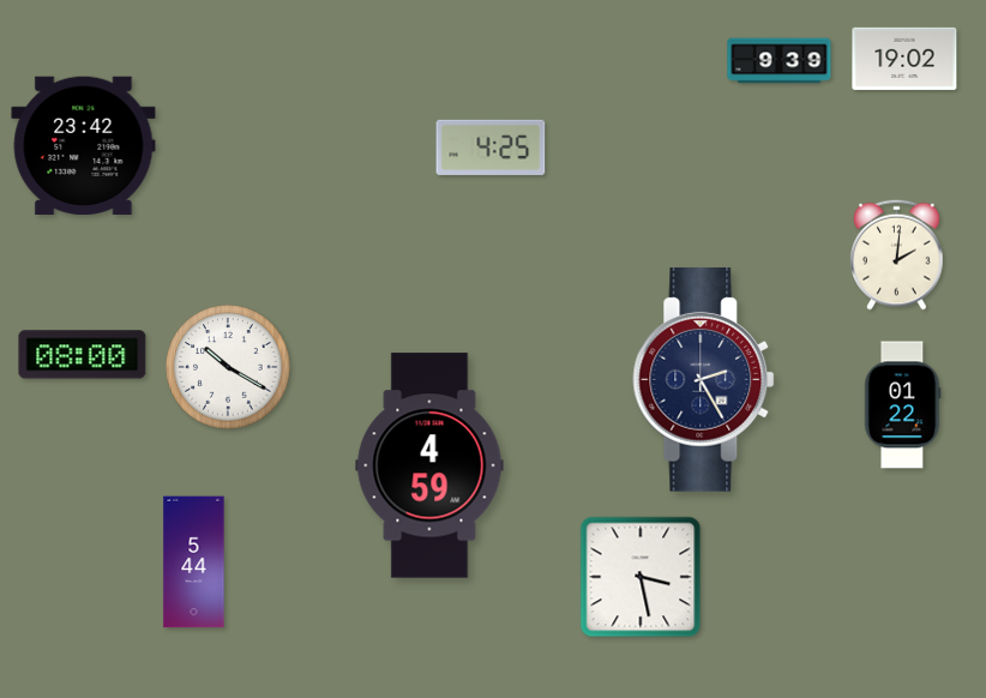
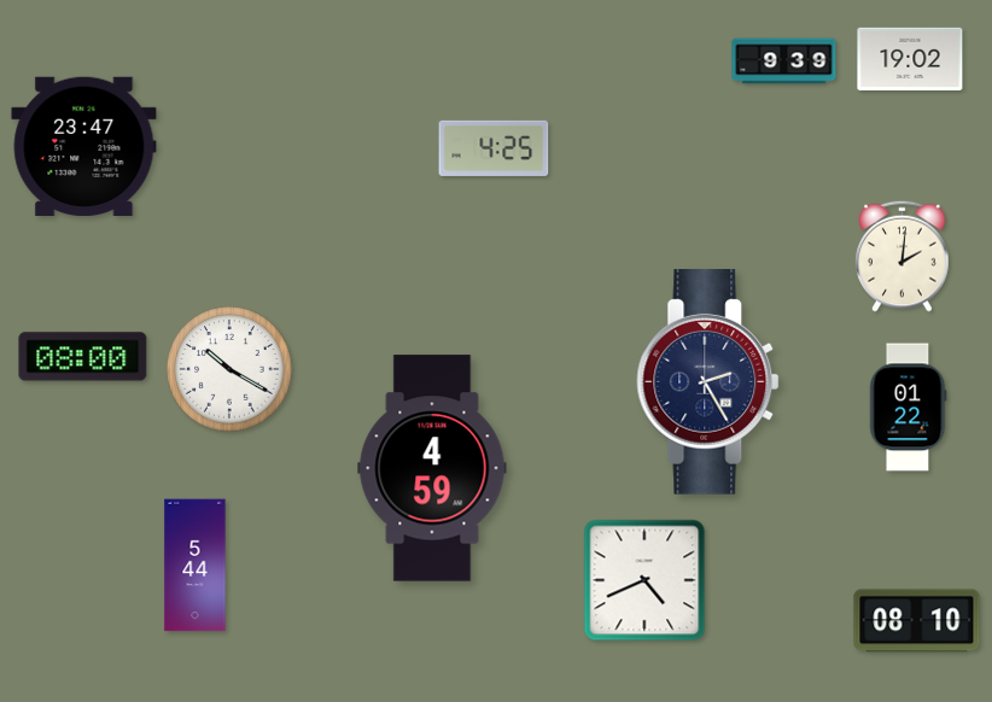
clock at (84, 145): 23:42 -> 23:47
clock at (641, 577): 3:28 -> 4:41
clock at (917, 621): none -> 08:10
